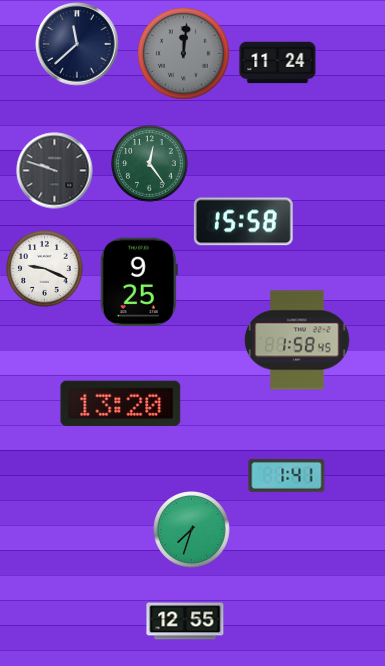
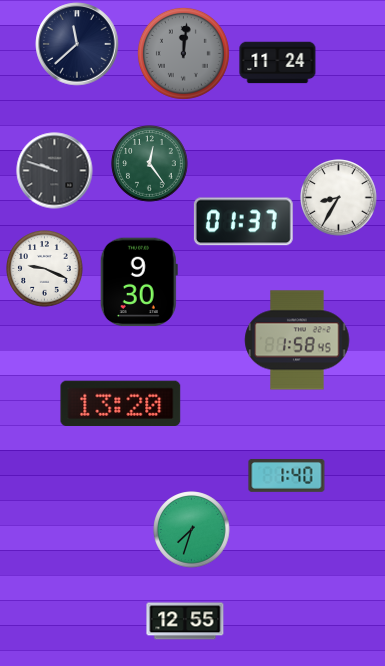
clock at (339, 198): none -> 8:35
clock at (243, 222): 15:58 -> 01:37
clock at (139, 282): 9:25 -> 9:30
clock at (287, 475): 1:41 -> 1:40
